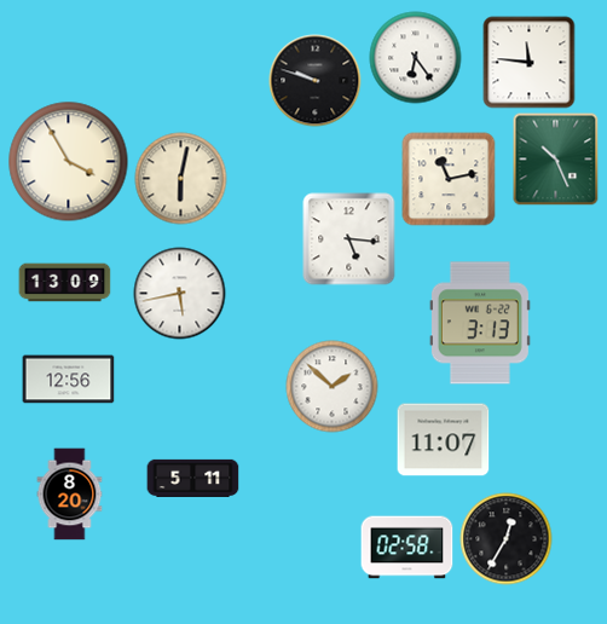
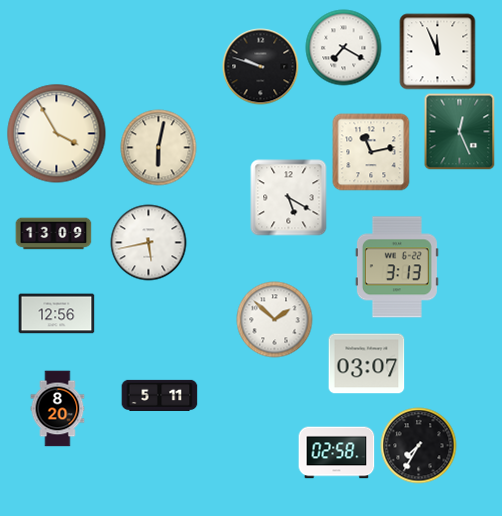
clock at (416, 58): 6:24 -> 7:20
clock at (530, 63): 11:46 -> 11:56
clock at (556, 160): 10:26 -> 12:26
clock at (181, 179) position: (181, 179) -> (159, 148)
clock at (449, 179) position: (449, 179) -> (371, 152)
clock at (349, 239): 5:16 -> 5:20
clock at (444, 440): 11:07 -> 03:07
clock at (507, 539): 12:35 -> 7:35
